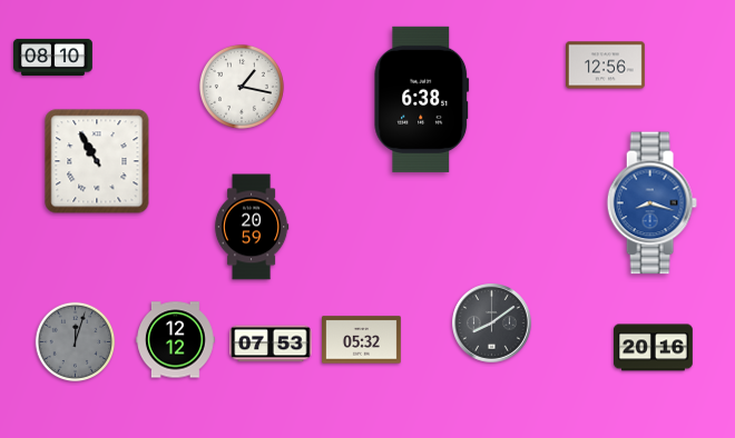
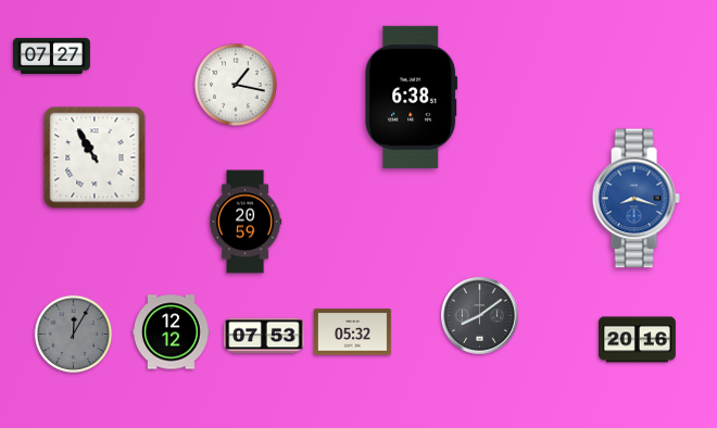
clock at (53, 57): 08:10 -> 07:27
clock at (606, 66): 12:56 -> none
clock at (76, 342): 12:03 -> 12:05
